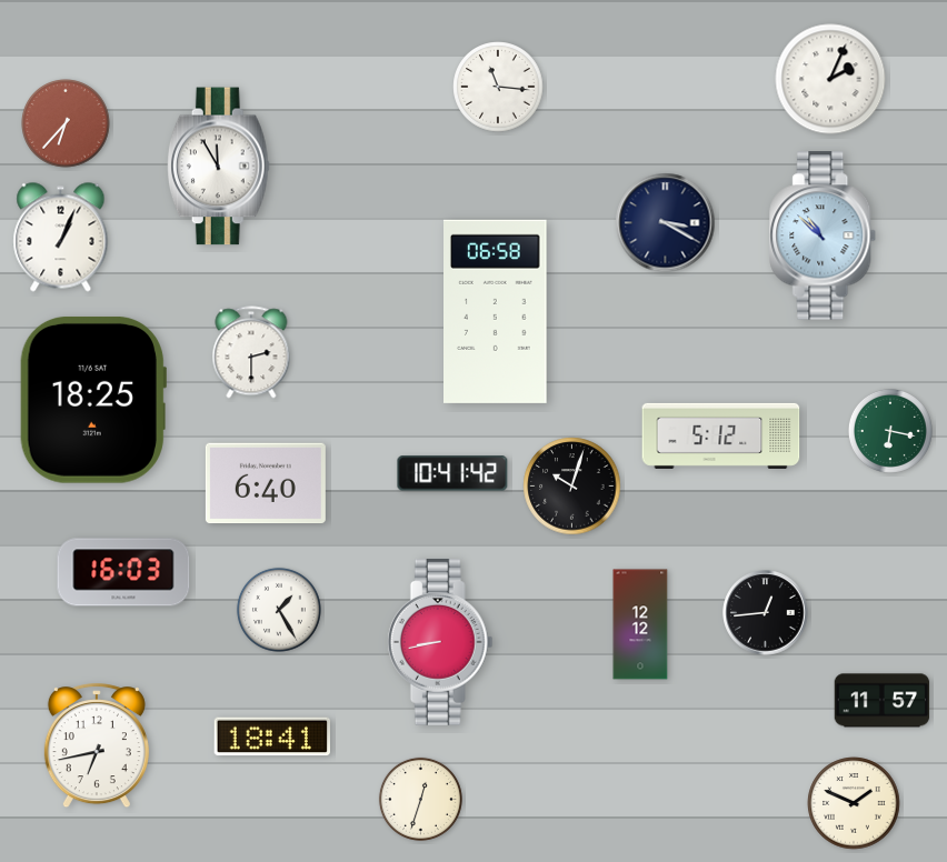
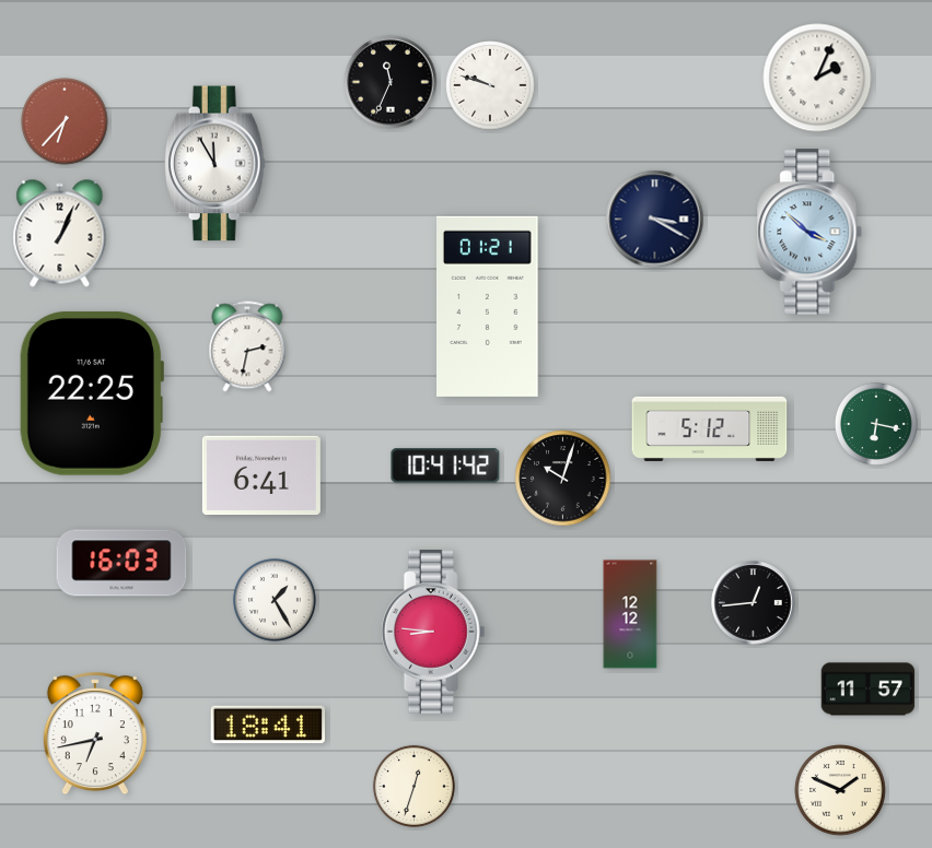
clock at (391, 82): none -> 11:34
clock at (498, 87): 11:16 -> 9:48
clock at (824, 235): 10:52 -> 3:52
clock at (496, 311): 06:58 -> 01:21
clock at (251, 352): 2:30 -> 2:32
clock at (92, 400): 18:25 -> 22:25
clock at (266, 483): 6:40 -> 6:41
clock at (440, 642): 8:43 -> 8:46
